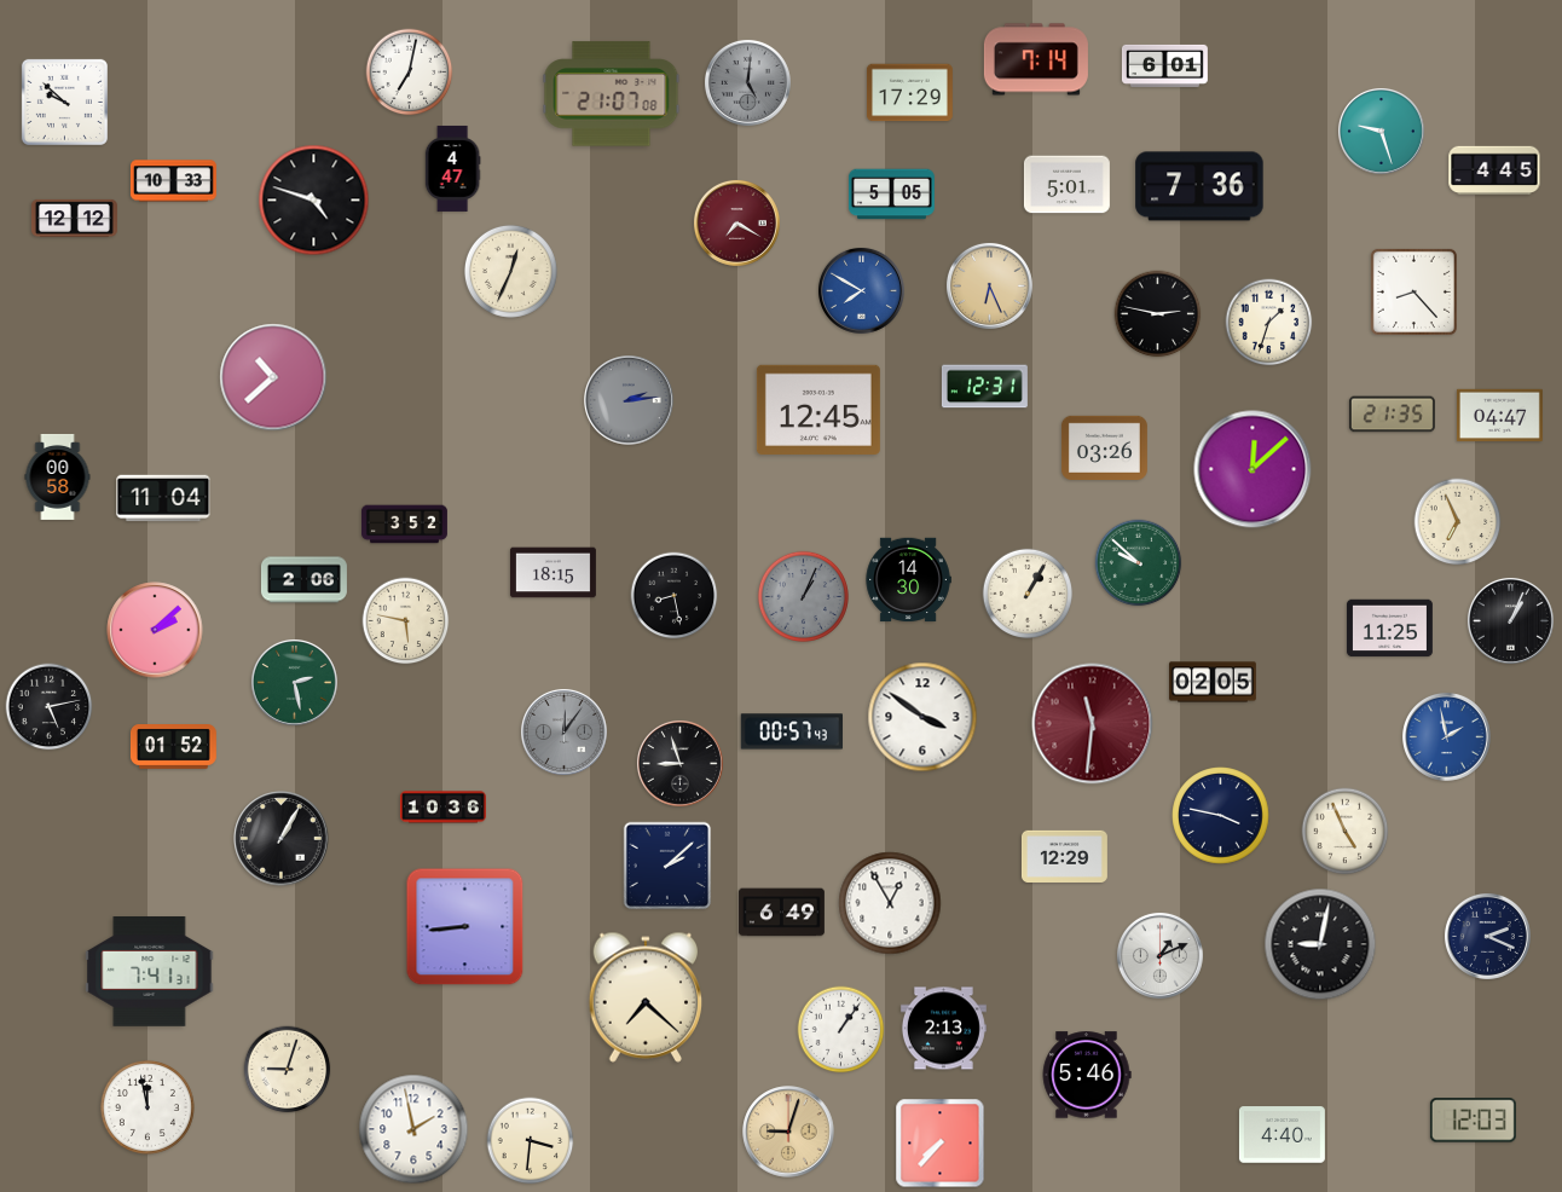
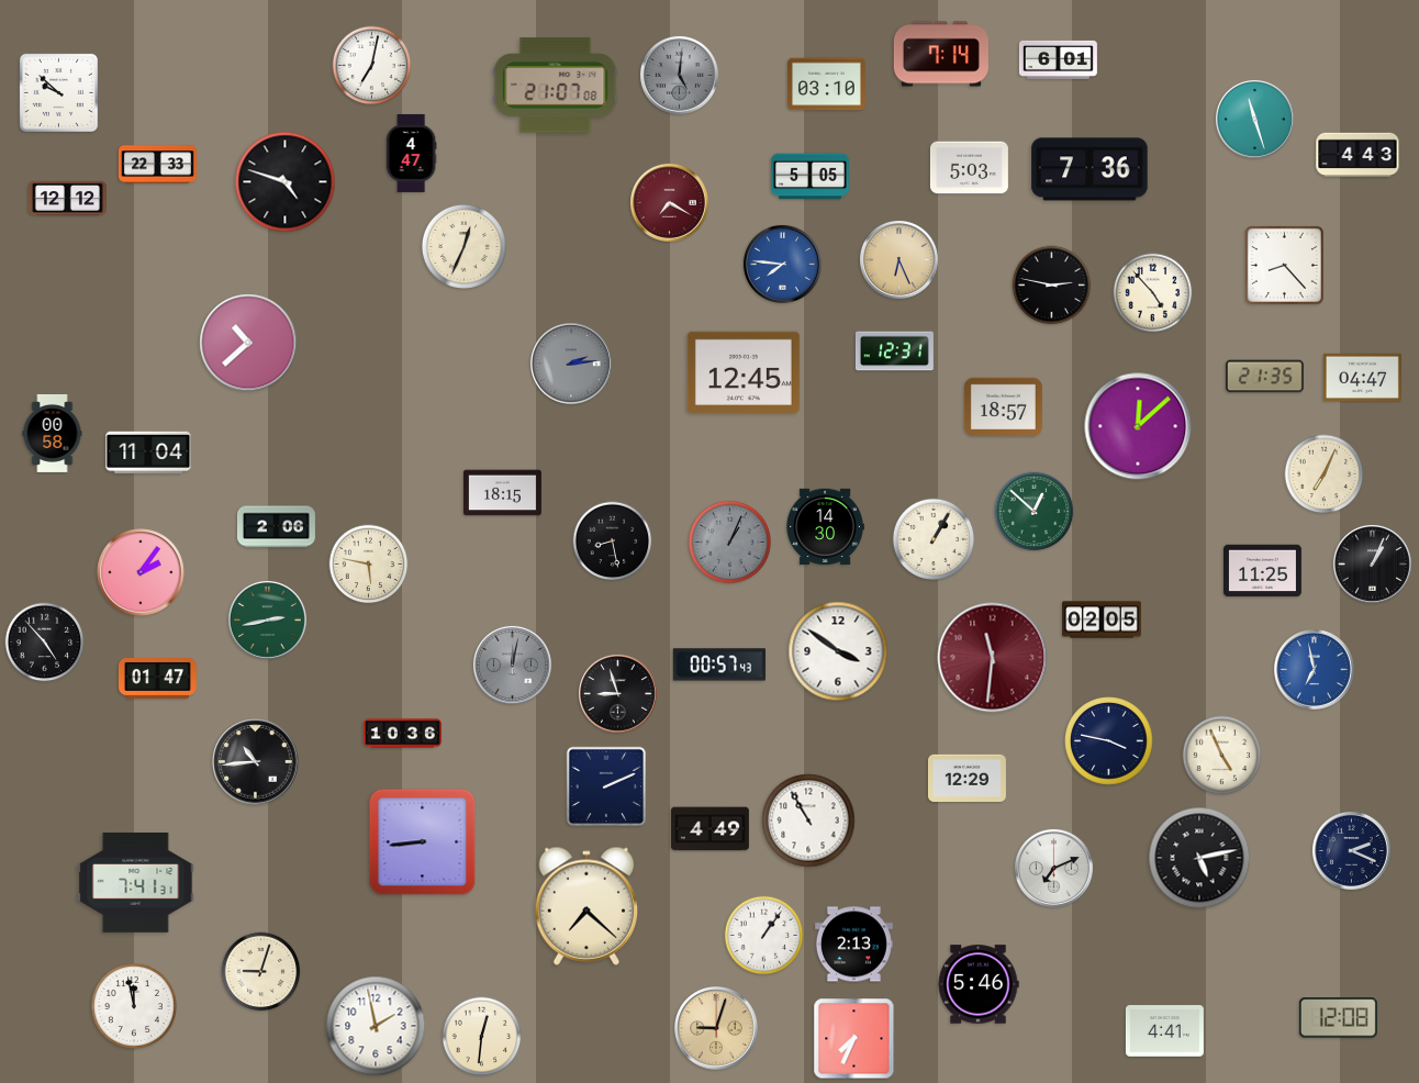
clock at (909, 93): 17:29 -> 03:10
clock at (1381, 131): 9:27 -> 11:27
clock at (1494, 170): 4:45 -> 4:43
clock at (173, 181): 10:33 -> 22:33
clock at (1066, 185): 5:01 -> 5:03
clock at (861, 290): 7:50 -> 7:46
clock at (1269, 323): 1:33 -> 4:53
clock at (1104, 447): 03:26 -> 18:57
clock at (1458, 522): 6:56 -> 7:04
clock at (404, 525): 3:52 -> none
clock at (1139, 563): 9:52 -> 12:52
clock at (553, 573) position: (553, 573) -> (502, 493)
clock at (155, 630): 2:08 -> 2:06
clock at (294, 682): 2:28 -> 2:43
clock at (50, 707): 5:13 -> 4:53
clock at (563, 731): 12:06 -> 12:02
clock at (1447, 737): 1:58 -> 6:58
clock at (173, 747): 01:52 -> 01:47
clock at (282, 839): 1:05 -> 10:44
clock at (667, 866): 2:08 -> 2:11
clock at (890, 903): 12:55 -> 10:55
clock at (781, 913): 6:49 -> 4:49
clock at (1320, 944): 9:02 -> 5:13
clock at (1159, 955): 1:11 -> 7:11
clock at (943, 1029) position: (943, 1029) -> (853, 945)
clock at (1087, 1075) position: (1087, 1075) -> (979, 984)
clock at (1473, 1121): 12:03 -> 12:08
clock at (1282, 1135): 4:40 -> 4:41
clock at (531, 1141): 3:31 -> 12:31
clock at (941, 1144): 7:37 -> 7:34
